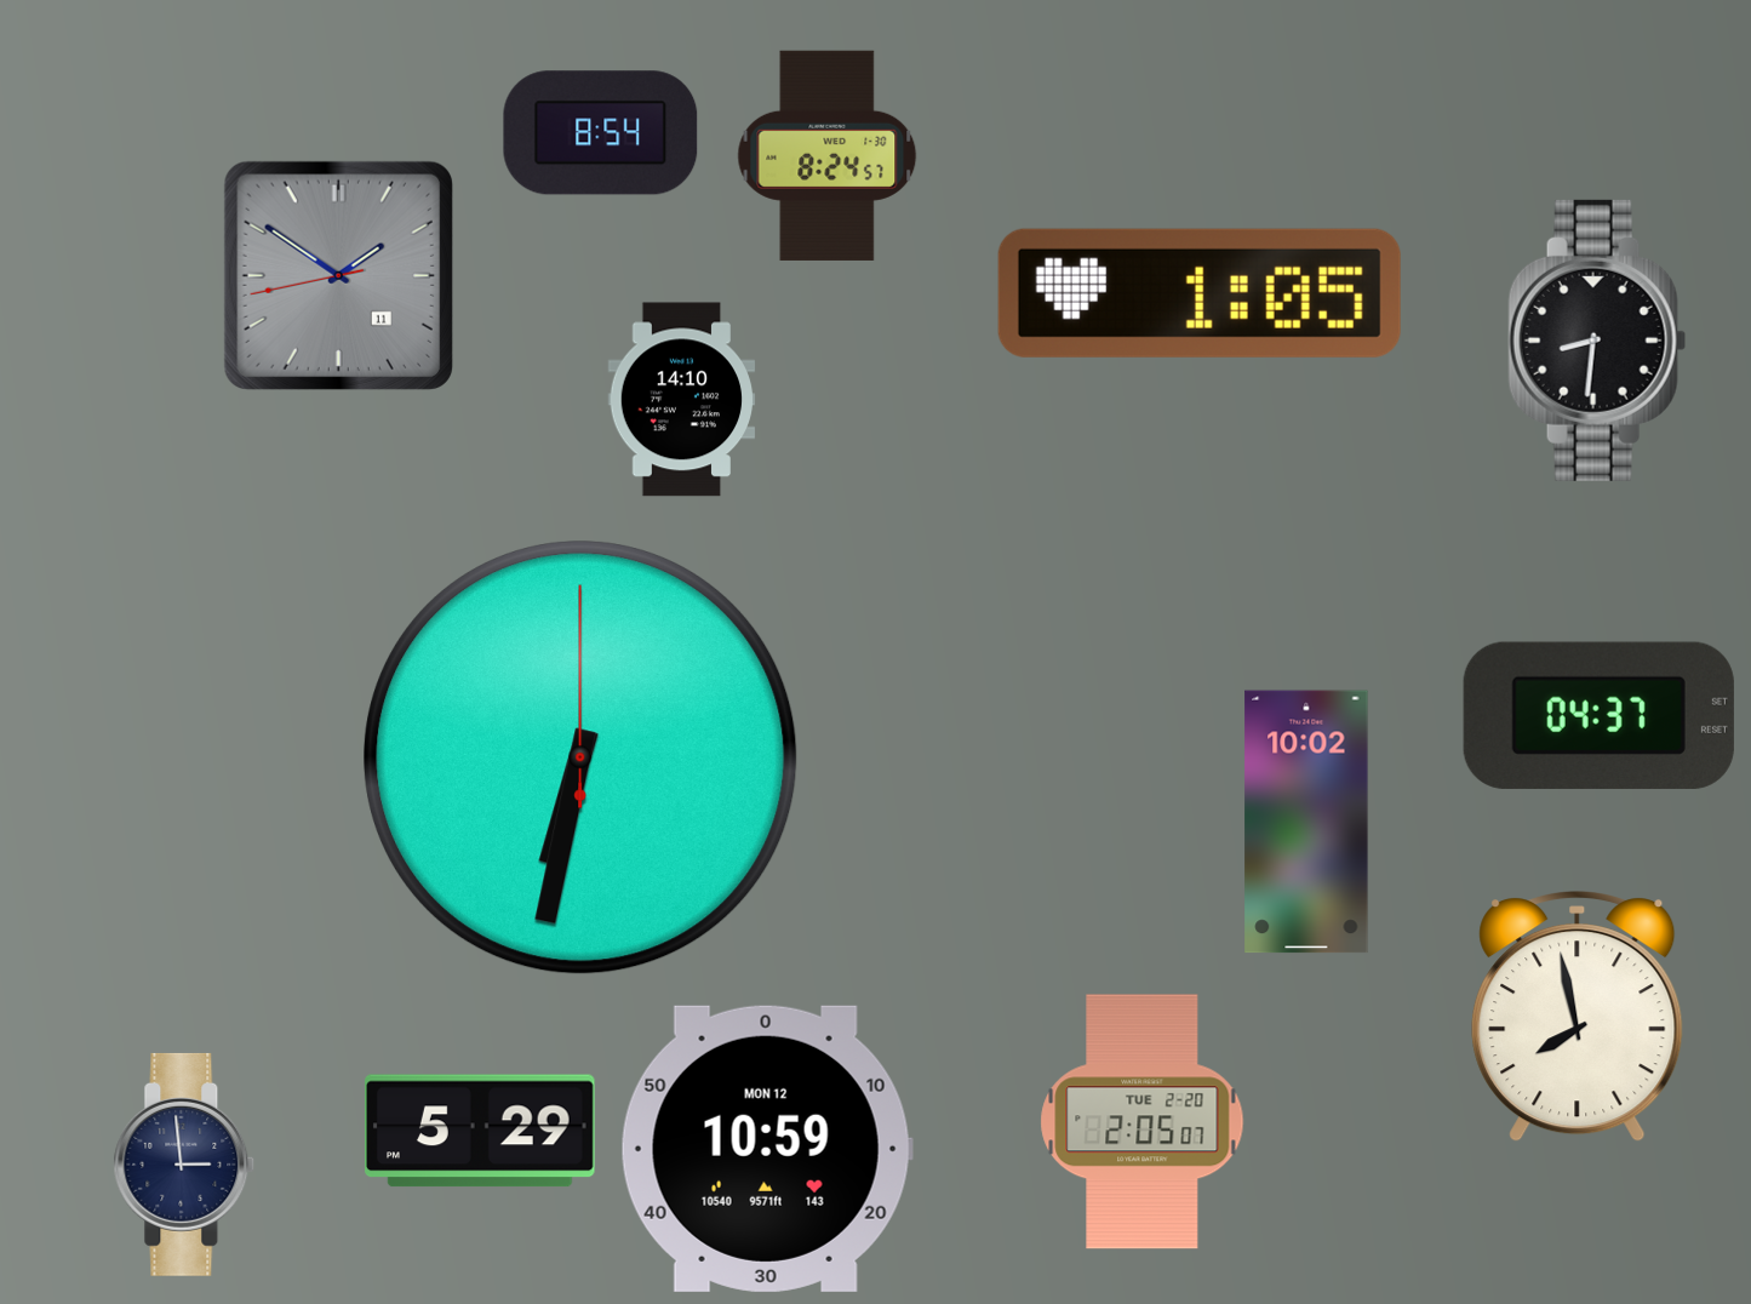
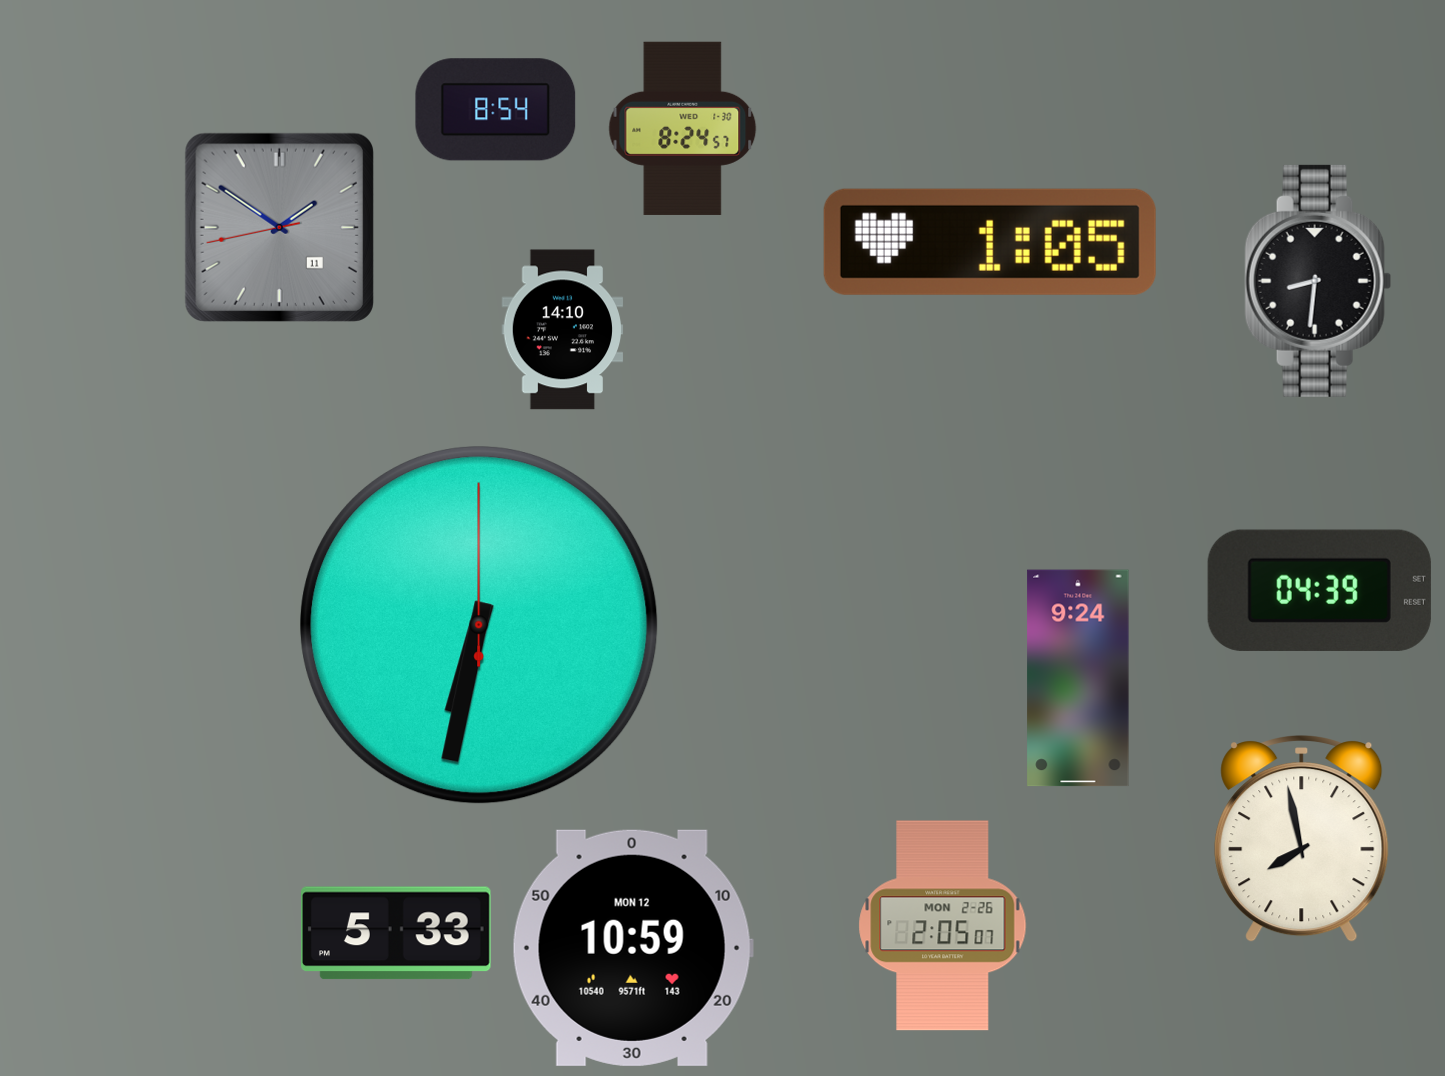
clock at (1598, 715): 04:37 -> 04:39
clock at (1306, 822): 10:02 -> 9:24
clock at (1143, 1122) date: TUE 2-20 -> MON 2-26
clock at (481, 1131): 5:29 -> 5:33
clock at (184, 1165): 2:59 -> none
